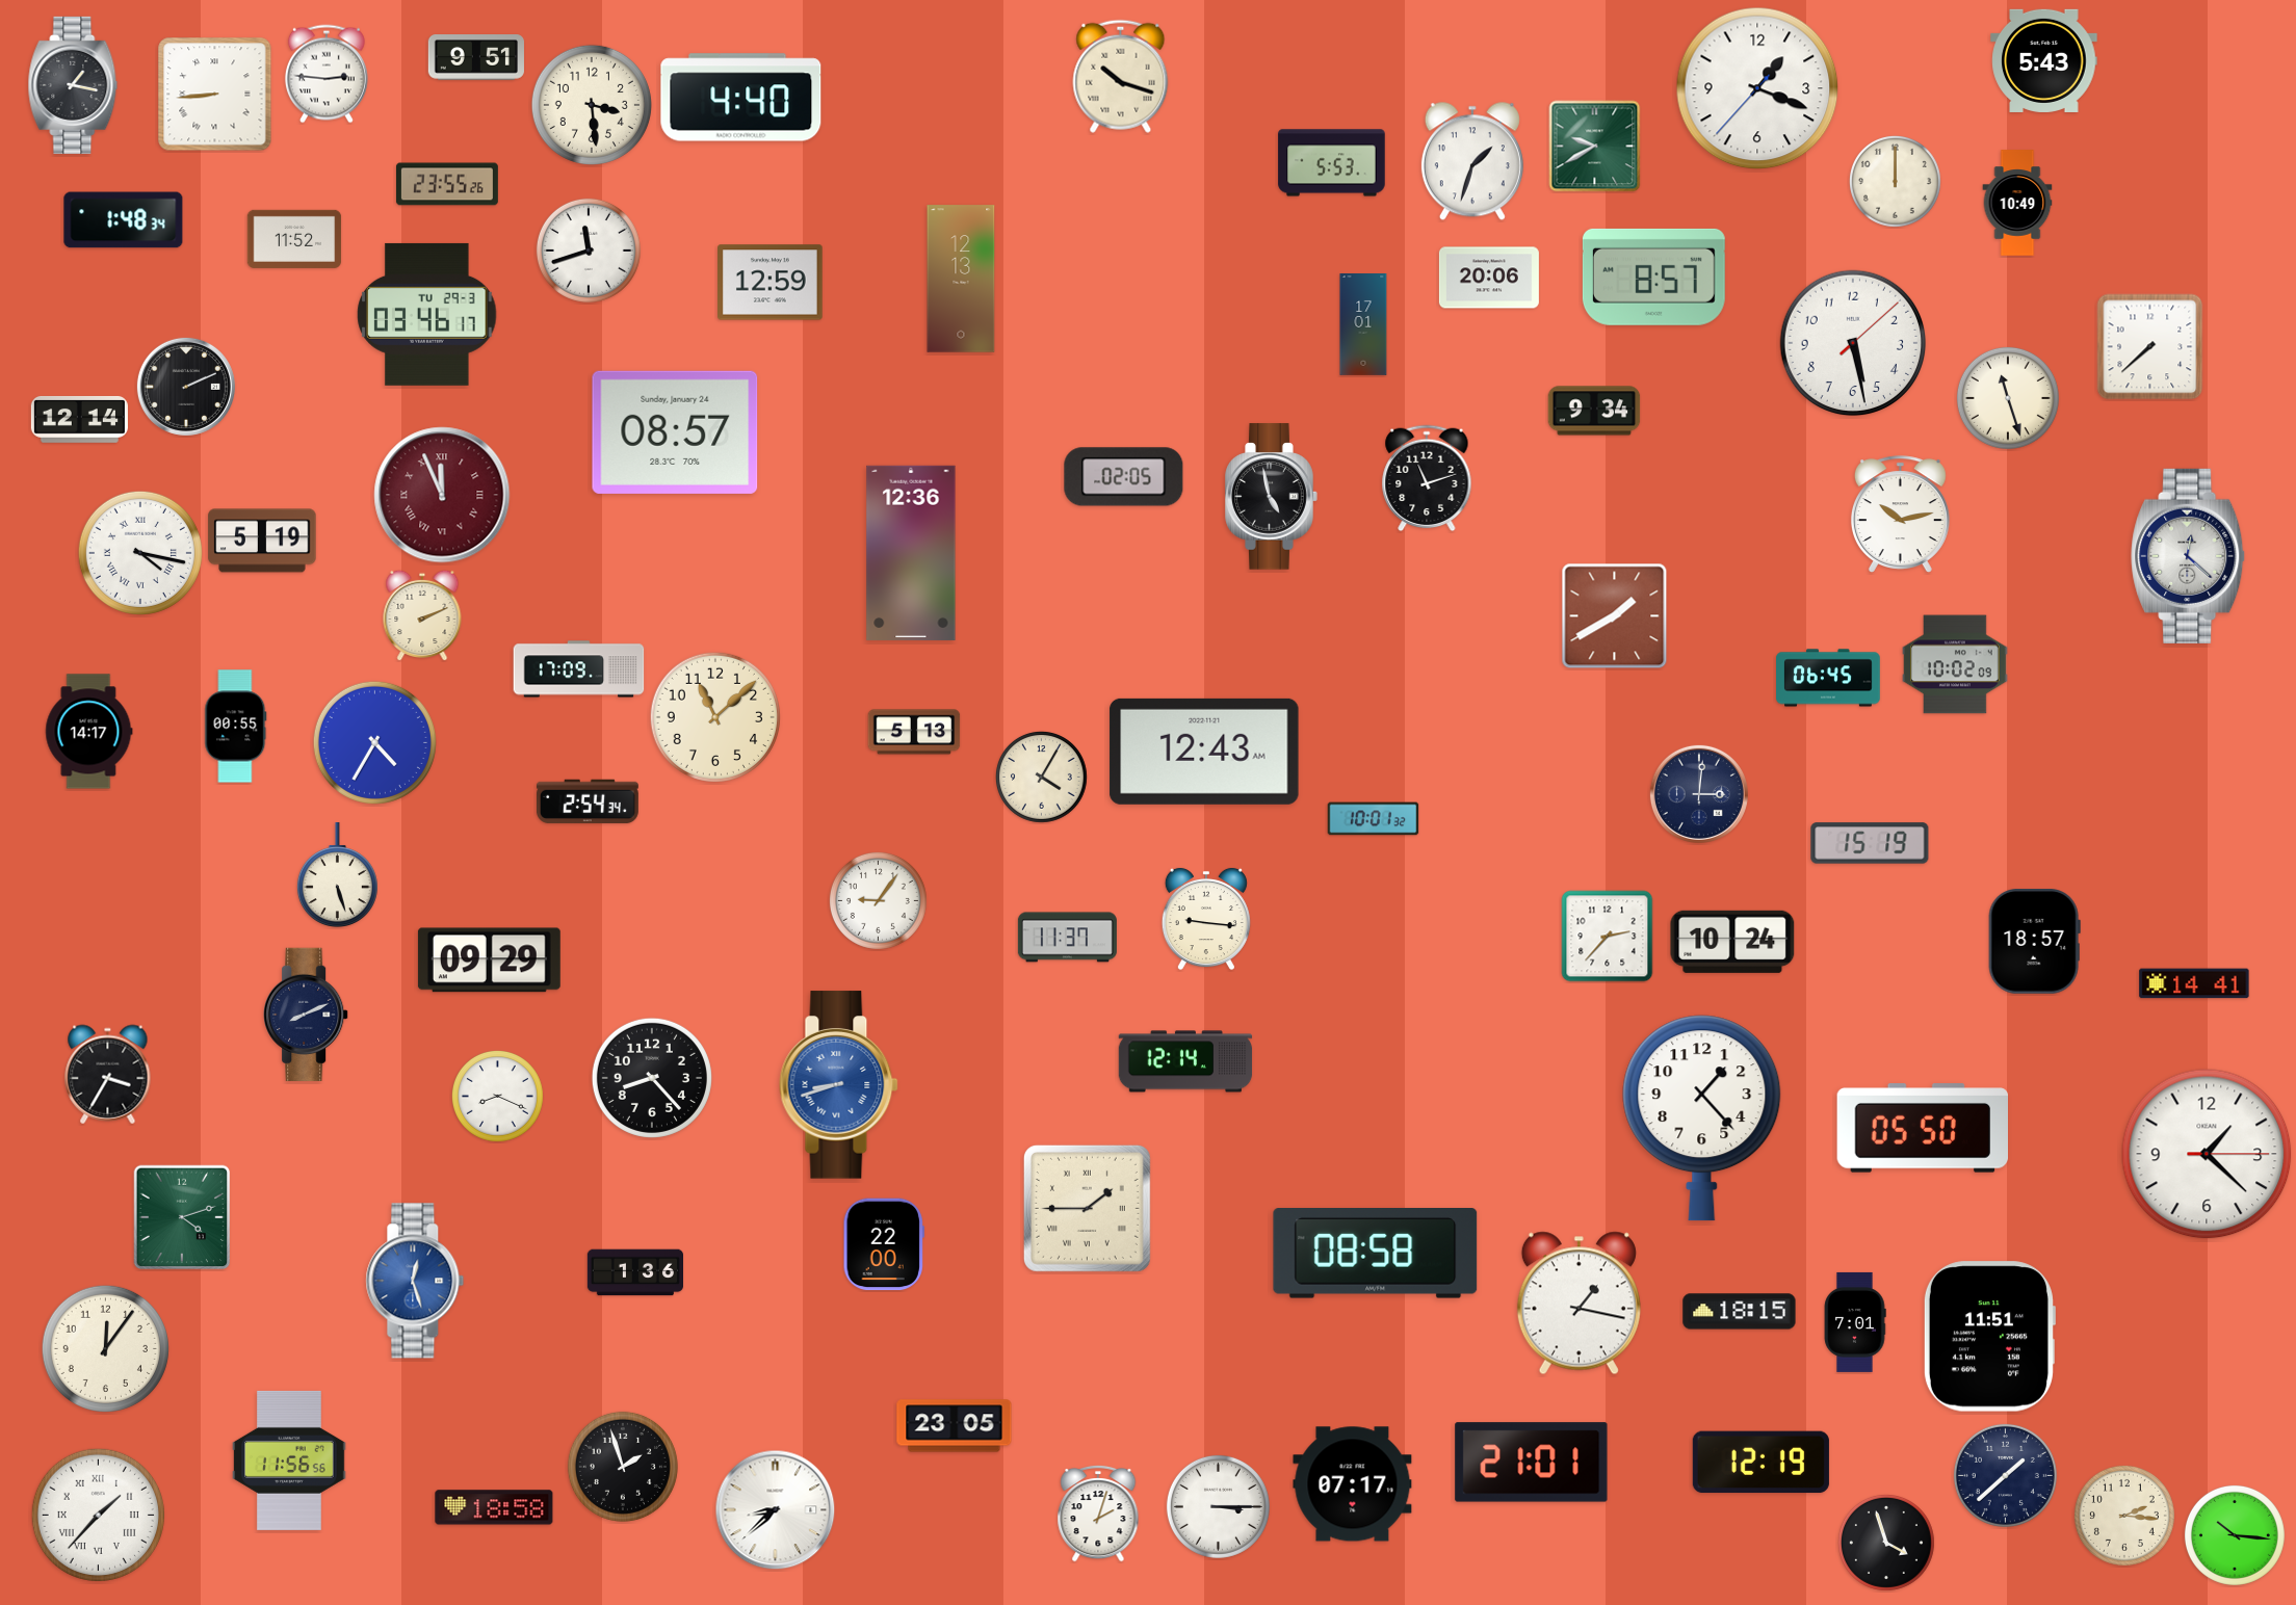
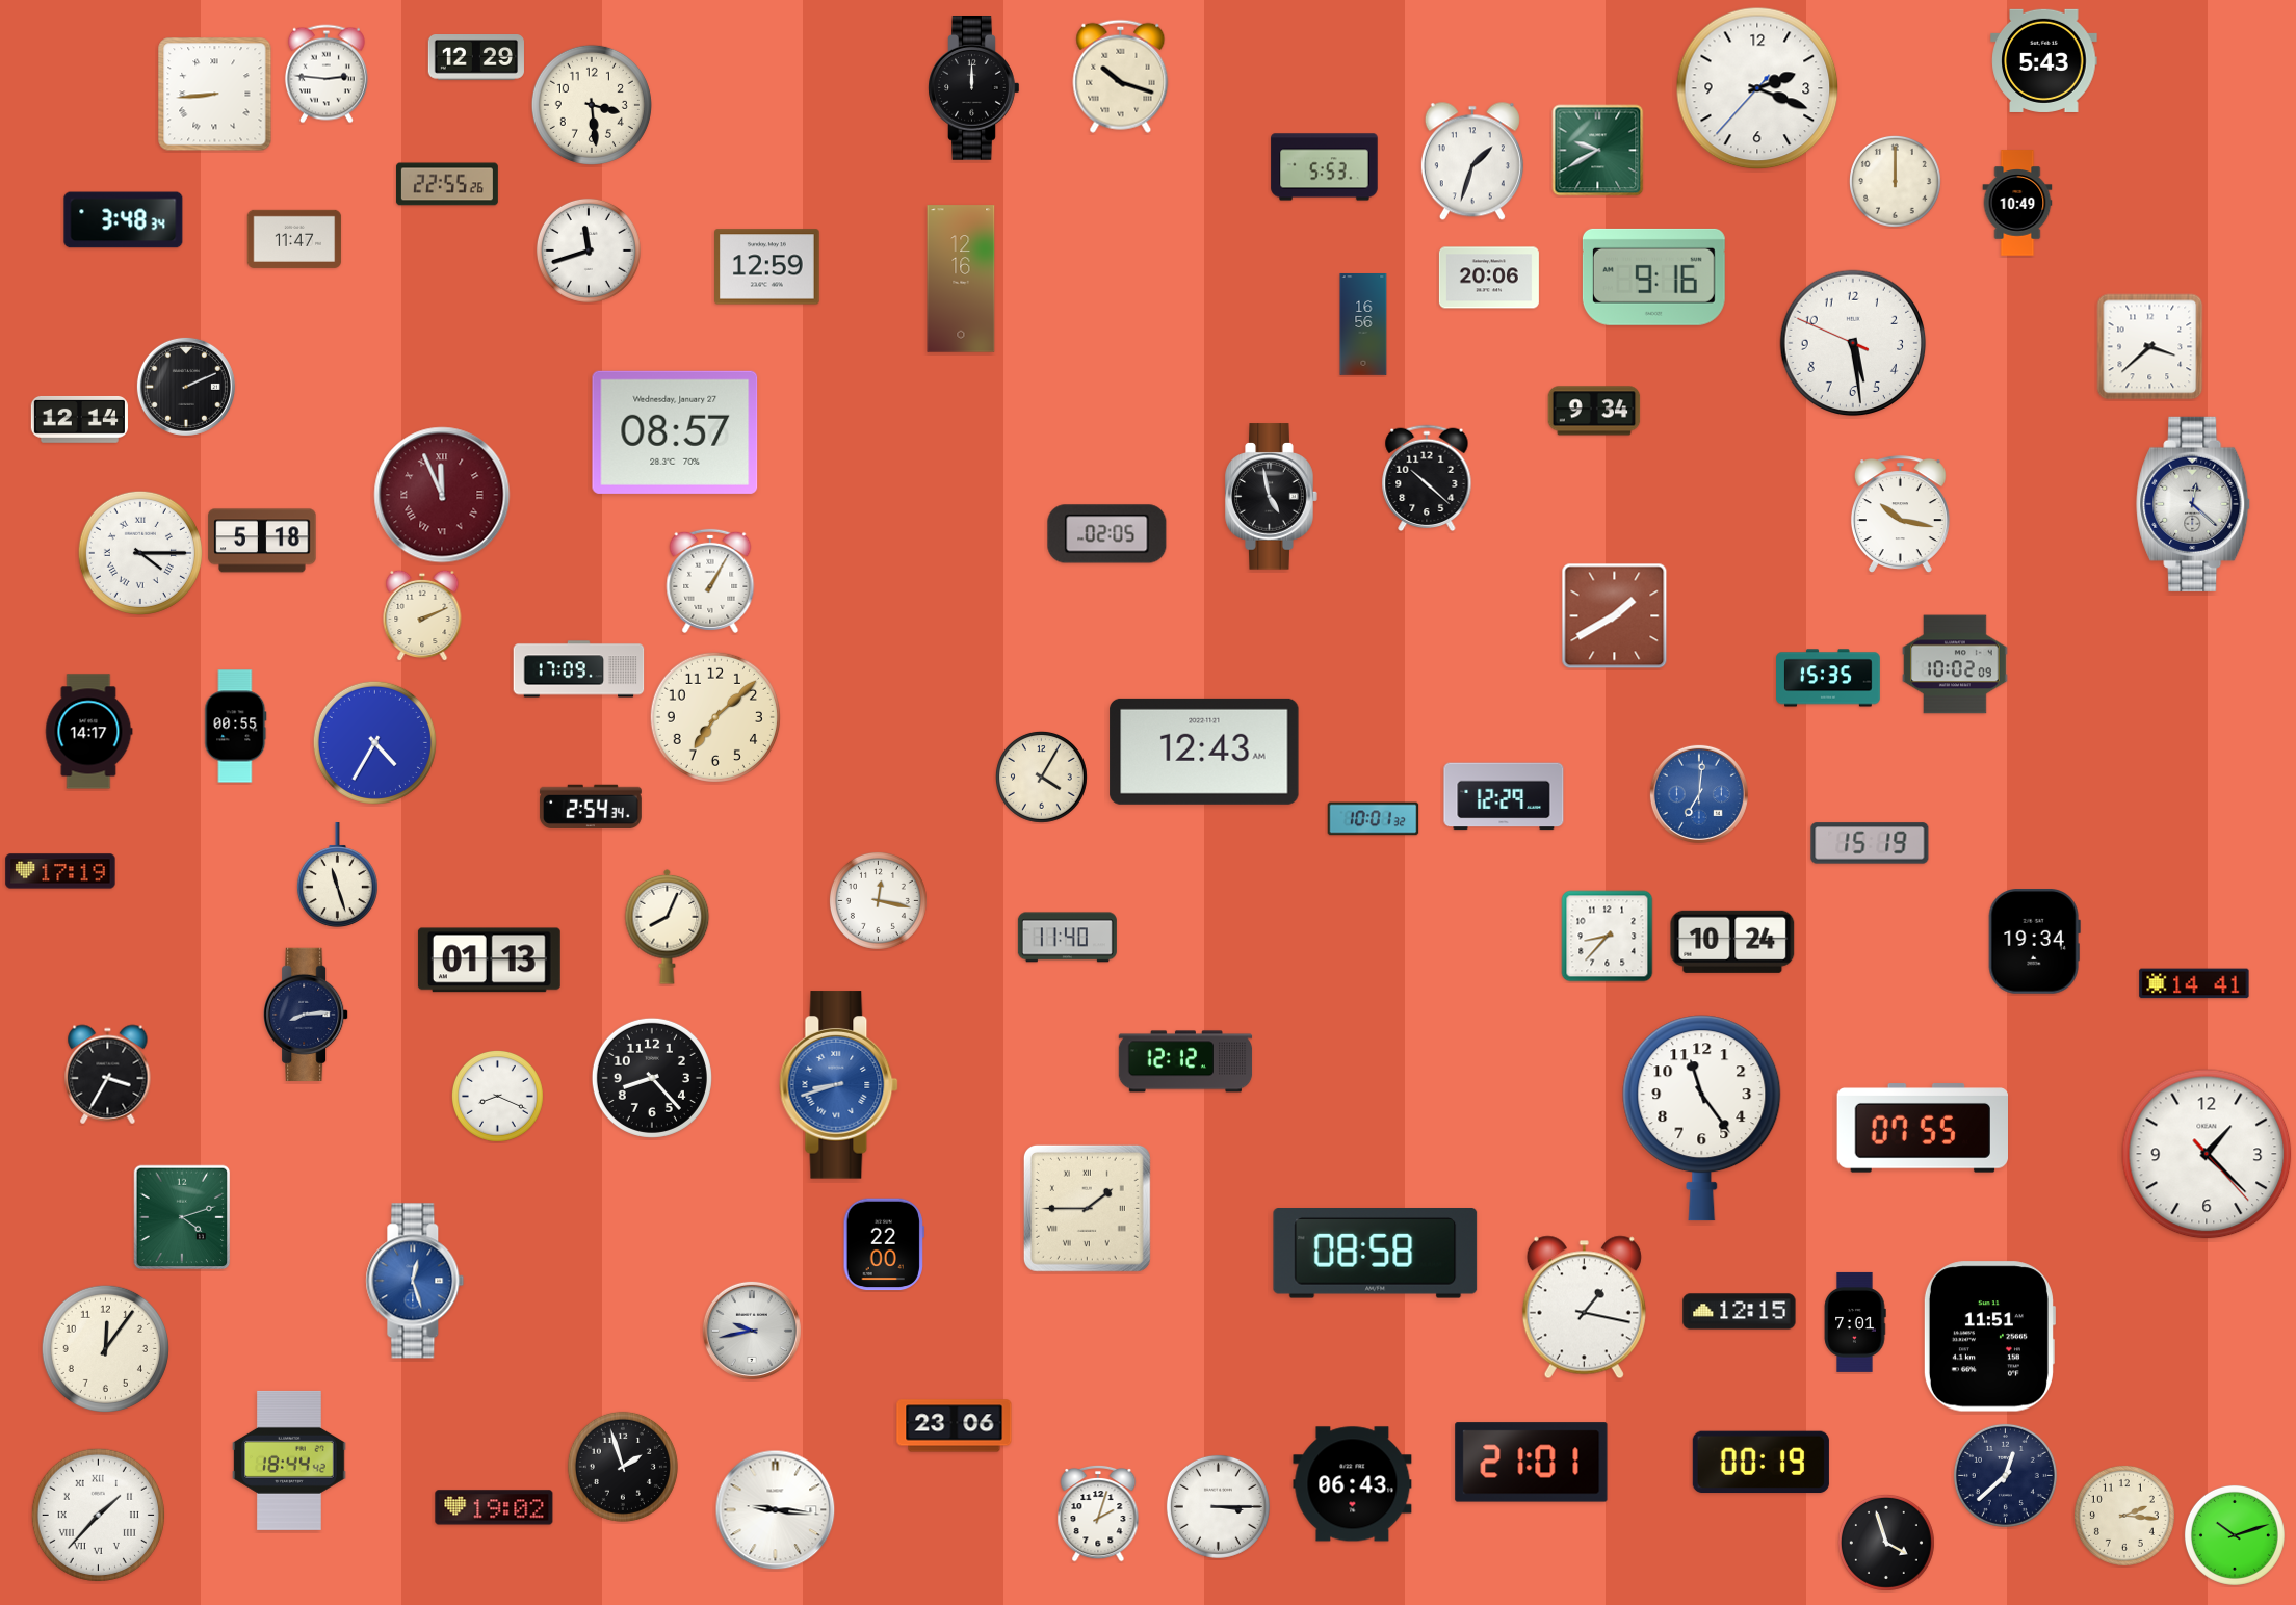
clock at (476, 58): 9:51 -> 12:29
clock at (73, 85): 1:17 -> none
clock at (974, 88): none -> 12:00
clock at (1757, 88): 1:18 -> 2:18
clock at (741, 98): 4:40 -> none
clock at (1595, 147) position: (1595, 147) -> (1598, 151)
clock at (1332, 163) position: (1332, 163) -> (1325, 167)
clock at (447, 184): 23:55 -> 22:55
clock at (124, 220): 1:48 -> 3:48
clock at (294, 239): 11:52 -> 11:47
clock at (1653, 277): 8:57 -> 9:16
clock at (961, 279): 12:13 -> 12:16
clock at (771, 283) position: (771, 283) -> (767, 267)
clock at (427, 314): 03:46 -> none
clock at (1363, 325): 17:01 -> 16:56
clock at (1853, 343): 5:28:08 -> 5:28:49
clock at (2150, 347): 7:38 -> 3:38
clock at (2008, 398): 11:27 -> none
clock at (675, 432) date: Sunday, January 24 -> Wednesday, January 27
clock at (1124, 477) position: (1124, 477) -> (1107, 534)
clock at (1427, 478): 11:12 -> 10:22
clock at (1900, 515): 10:13 -> 10:17
clock at (262, 541): 5:19 -> 5:18
clock at (140, 553): 4:17 -> 4:15
clock at (911, 553): 12:36 -> none
clock at (2189, 556) position: (2189, 556) -> (2194, 504)
clock at (710, 581): none -> 1:05
clock at (1828, 678): 06:45 -> 15:35
clock at (715, 717): 11:08 -> 7:08
clock at (914, 732): 5:13 -> none
clock at (1699, 794): 3:01 -> 7:01
clock at (1699, 794) dial: navy -> blue
clock at (1504, 796): none -> 12:29
clock at (588, 801) position: (588, 801) -> (591, 807)
clock at (60, 871): none -> 17:19
clock at (337, 875): 5:27 -> 11:27
clock at (878, 900): 9:06 -> 12:17
clock at (1206, 919): 9:16 -> none
clock at (668, 926): none -> 8:04
clock at (1608, 937): 2:37 -> 8:37
clock at (1067, 938): 11:37 -> 11:40
clock at (2034, 942): 18:57 -> 19:34
clock at (489, 961): 09:29 -> 01:13
clock at (306, 1014): 8:11 -> 8:14
clock at (1185, 1061): 12:14 -> 12:12
clock at (1702, 1119): 1:23 -> 11:24
clock at (1922, 1128): 05:50 -> 07:55
clock at (2207, 1154): 1:22:15 -> 1:22:23
clock at (634, 1272): 1:36 -> none
clock at (1578, 1304) position: (1578, 1304) -> (1584, 1308)
clock at (1740, 1312): 18:15 -> 12:15
clock at (752, 1331): none -> 9:43
clock at (955, 1426): 23:05 -> 23:06
clock at (289, 1461): 11:56 -> 18:44
clock at (1760, 1463): 12:19 -> 00:19
clock at (2005, 1475): 1:38 -> 12:38
clock at (1353, 1484): 07:17 -> 06:43
clock at (494, 1507): 18:58 -> 19:02
clock at (776, 1510): 8:38 -> 9:16
clock at (2235, 1535): 10:16 -> 10:12
